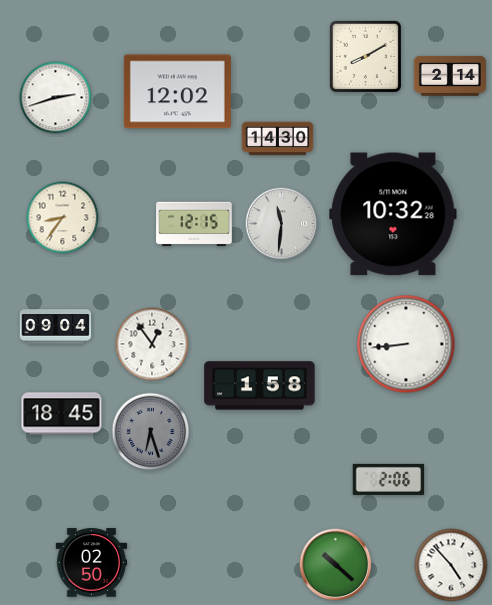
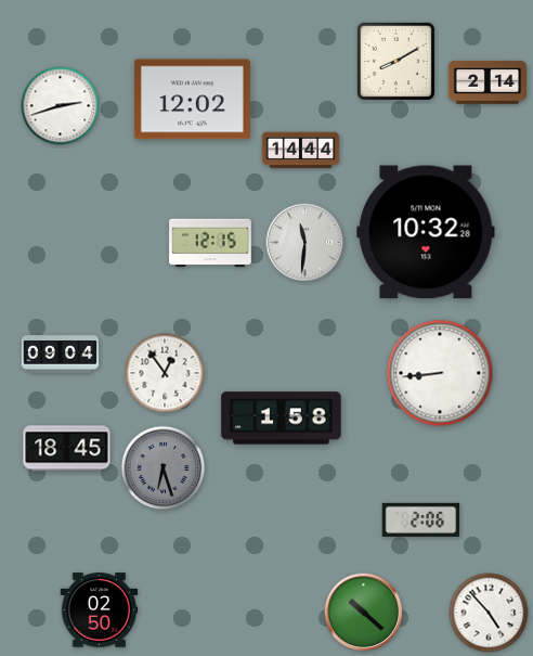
clock at (278, 139): 14:30 -> 14:44
clock at (63, 218): 8:36 -> none
